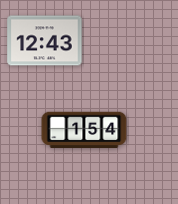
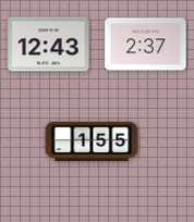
clock at (146, 45): none -> 2:37
clock at (84, 130): 1:54 -> 1:55
